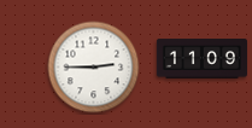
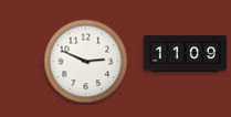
clock at (94, 68): 2:45 -> 2:49
